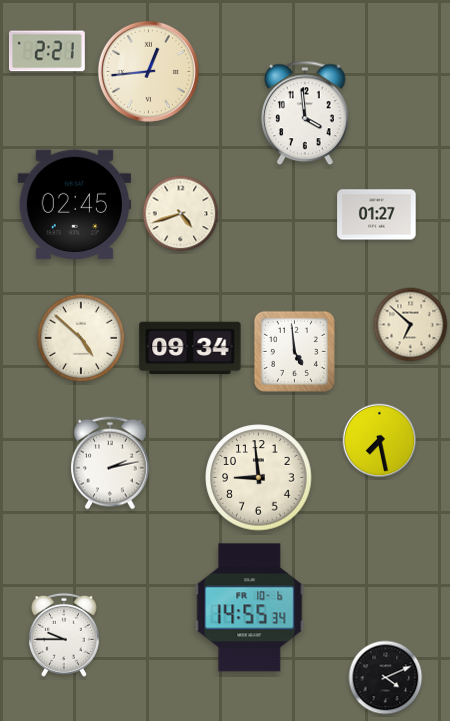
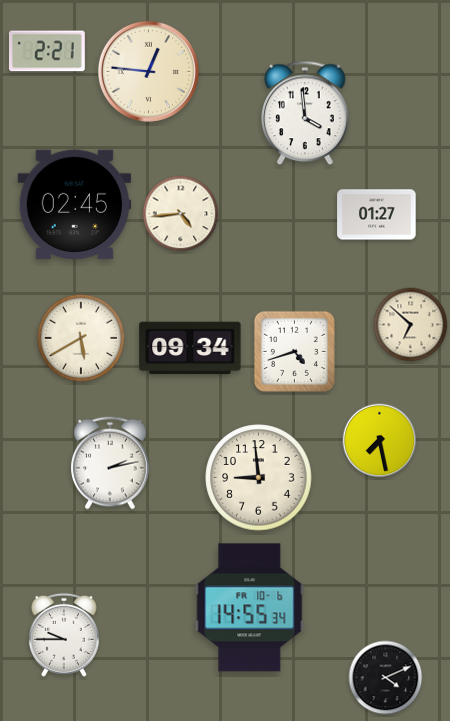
clock at (148, 71): 12:44 -> 12:46
clock at (181, 214): 4:42 -> 4:44
clock at (80, 337): 4:52 -> 5:40
clock at (294, 351): 4:59 -> 4:42
